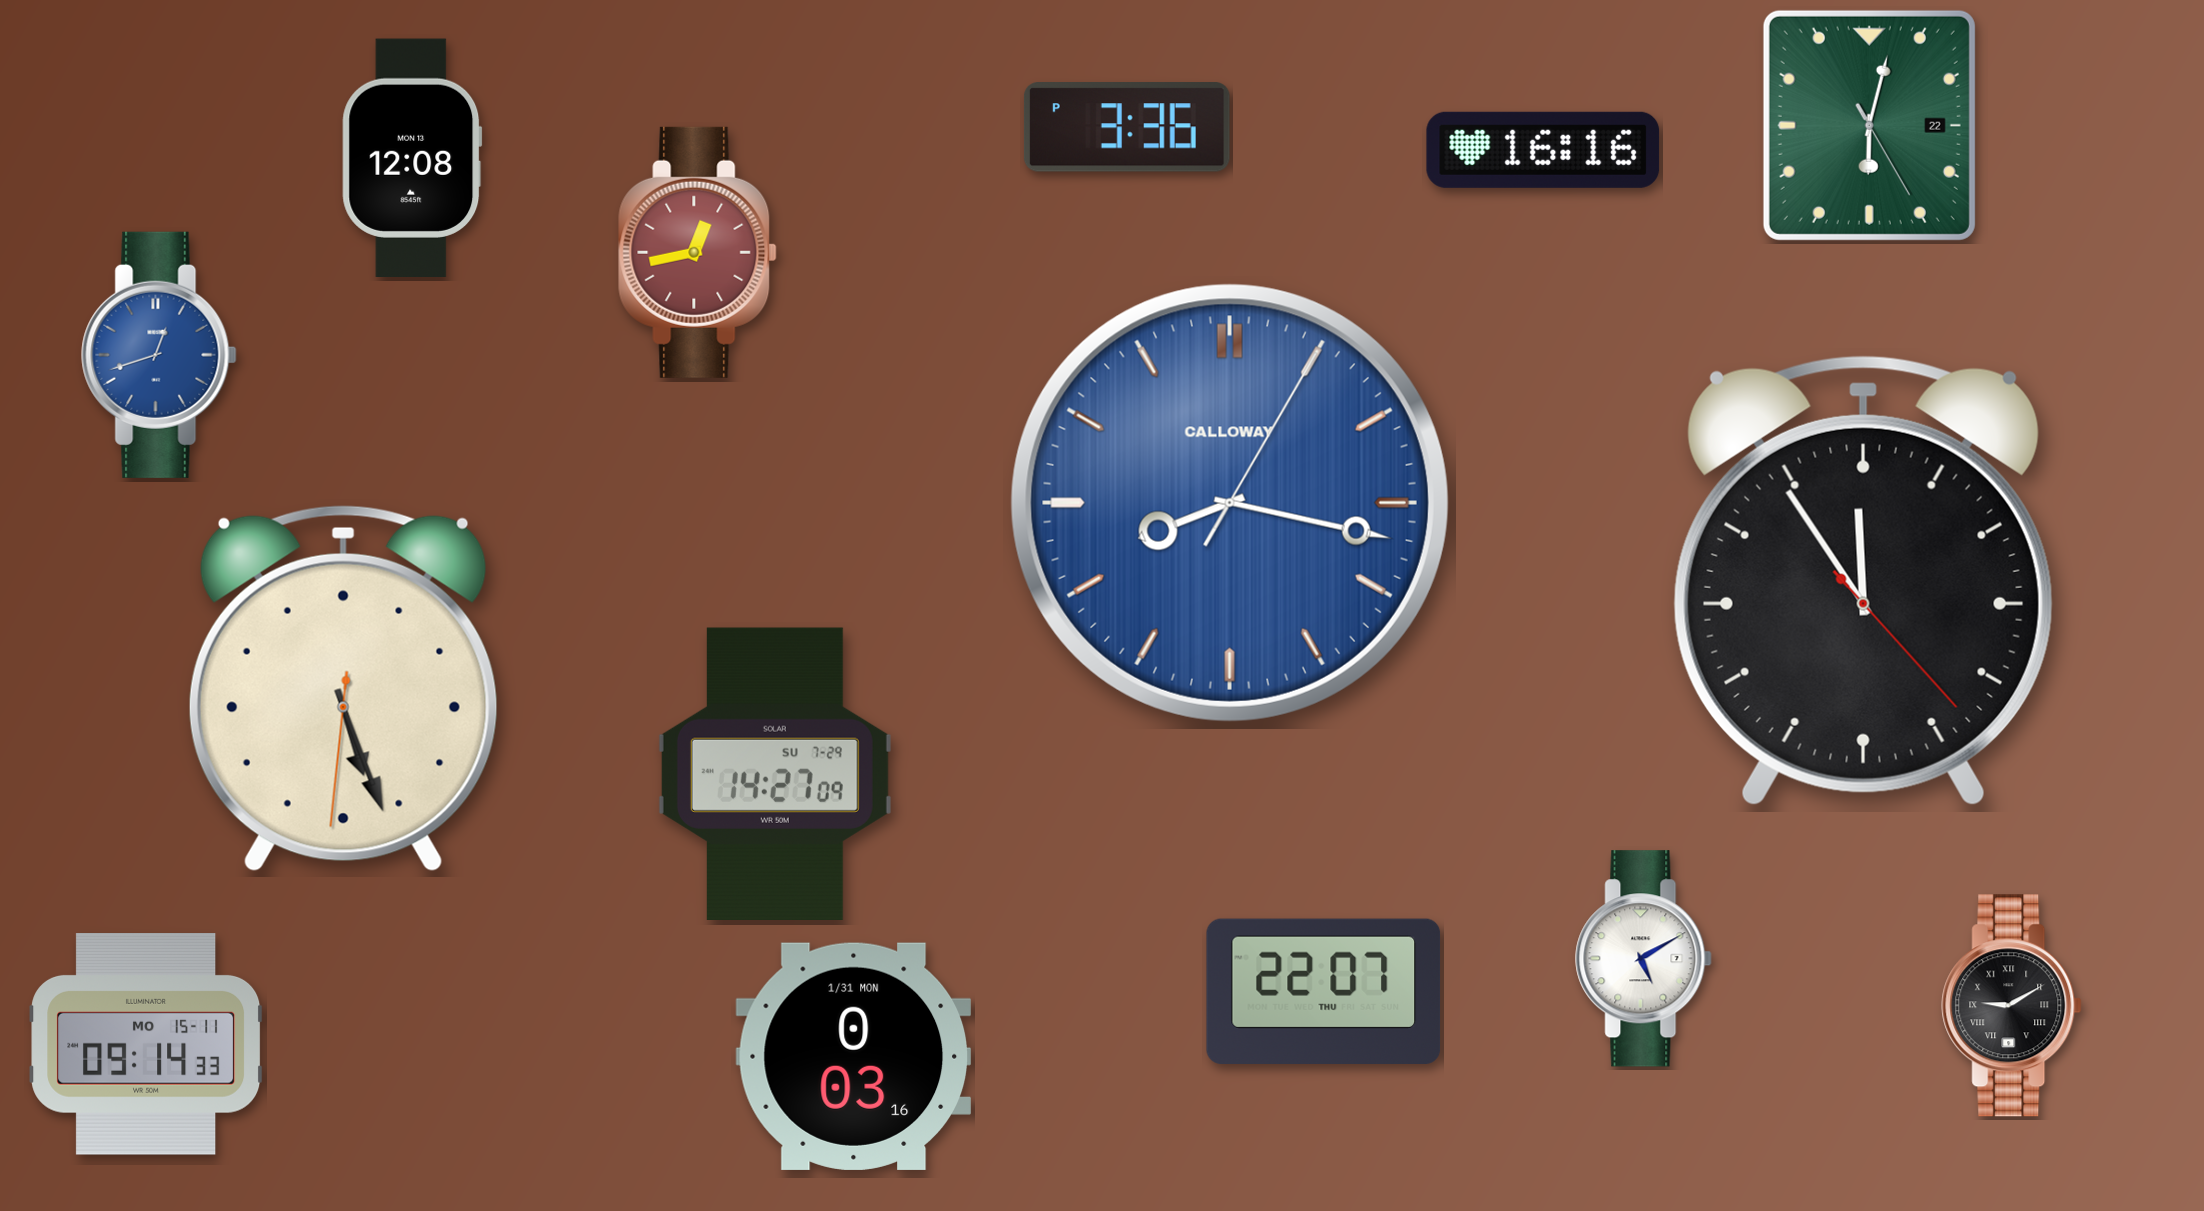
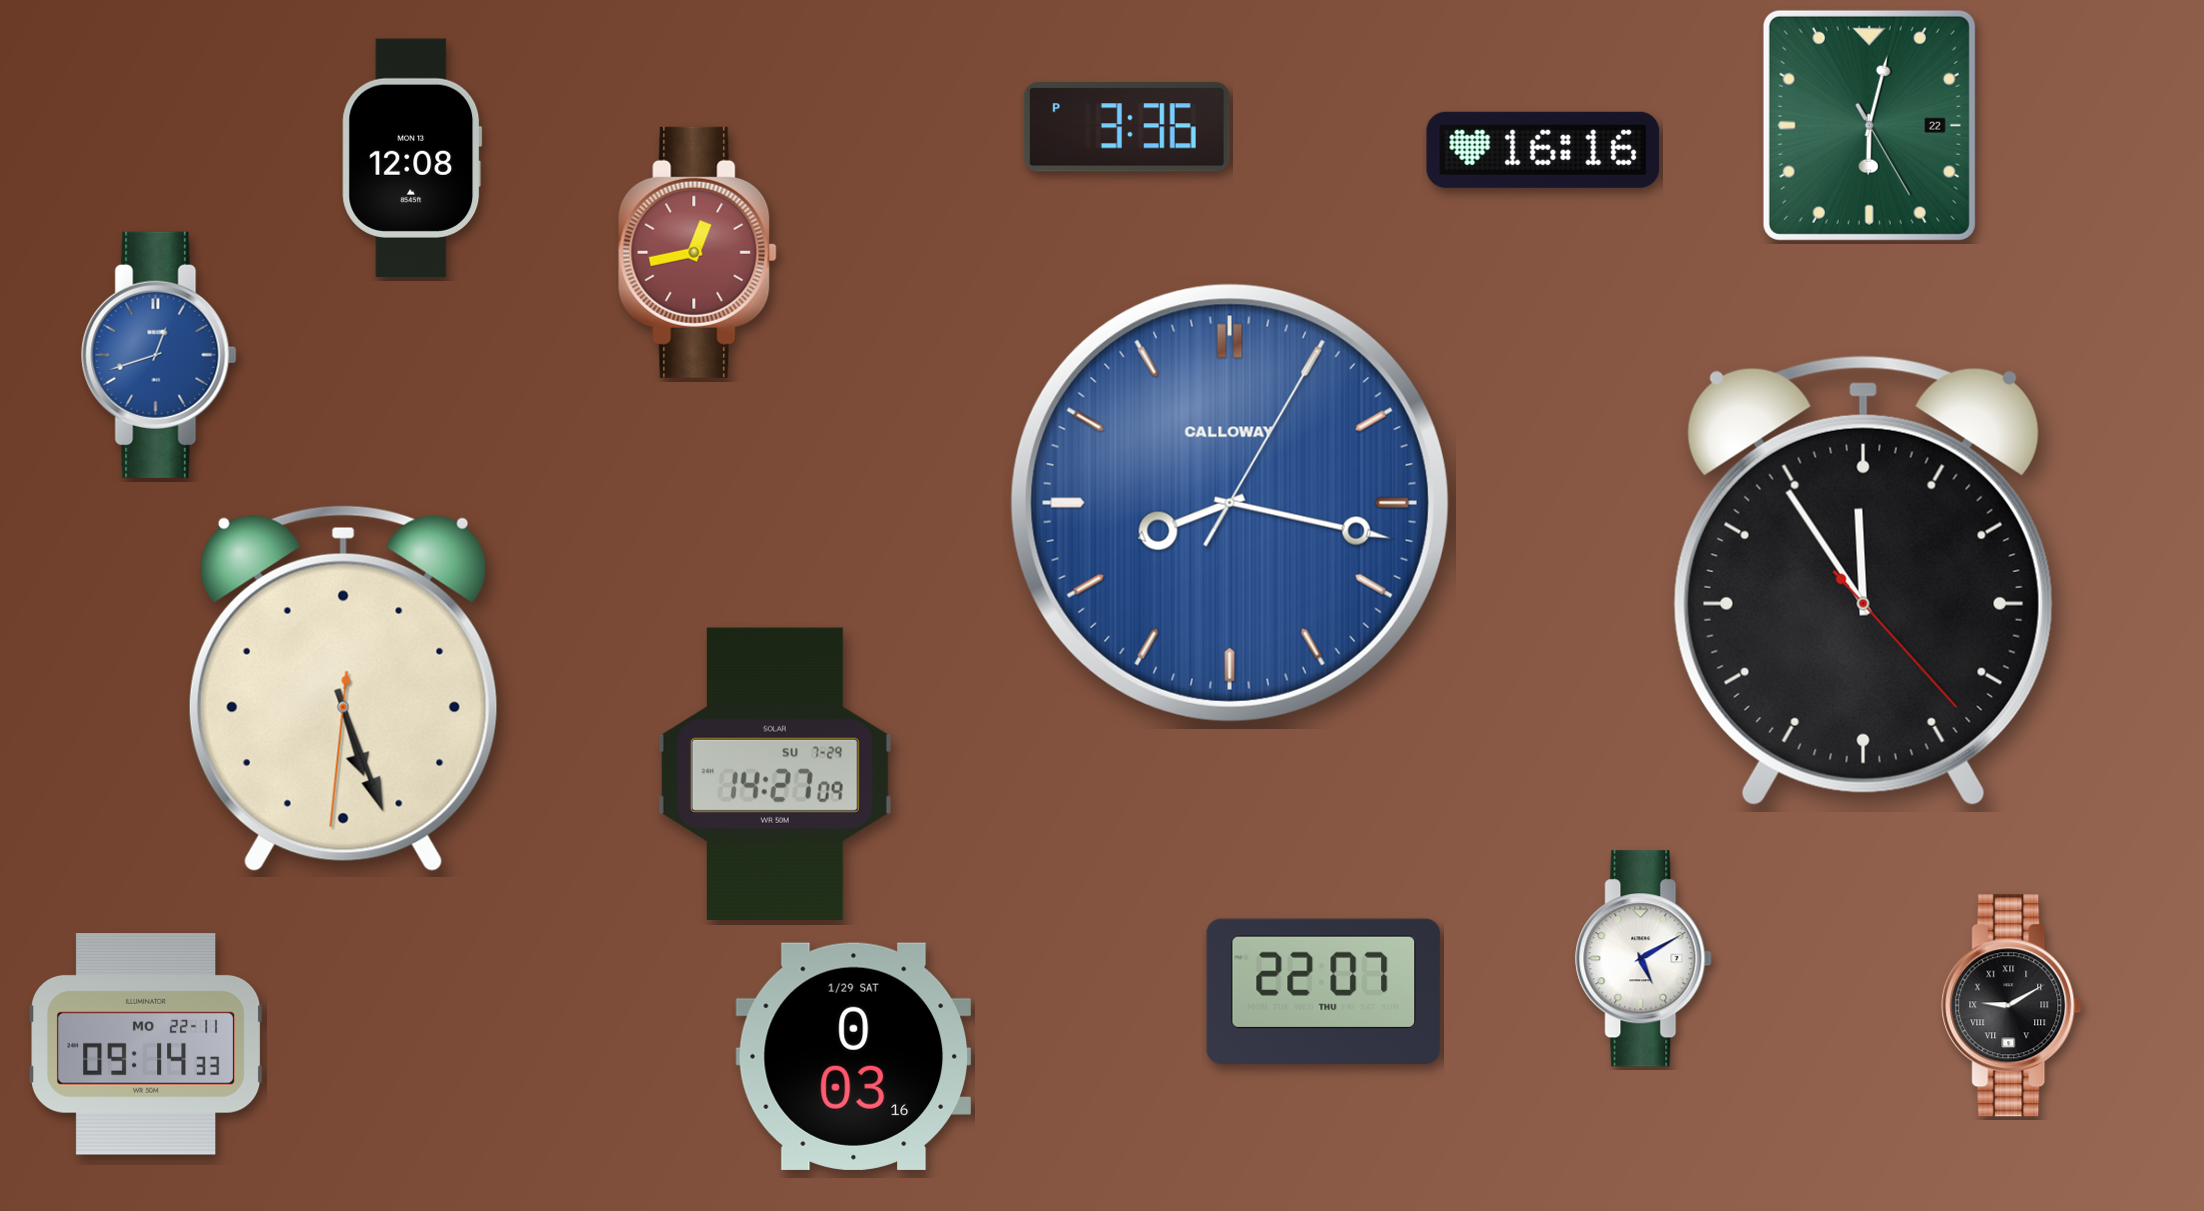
clock at (146, 1044) date: MO 15-11 -> MO 22-11
clock at (853, 1056) date: 1/31 MON -> 1/29 SAT
